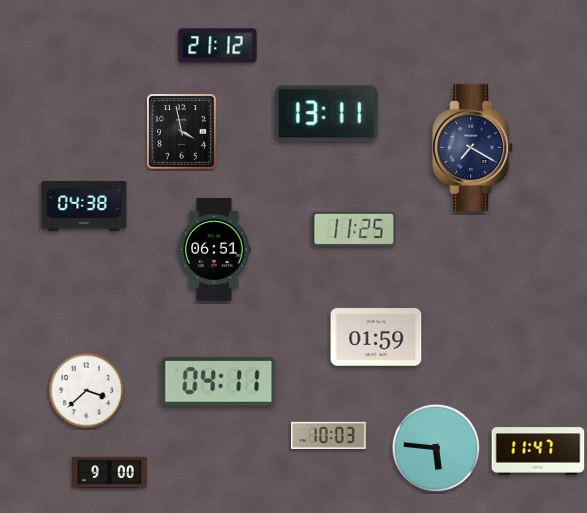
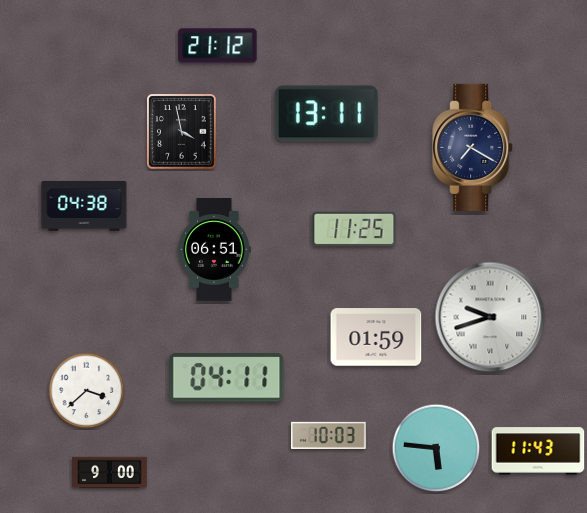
clock at (490, 317): none -> 9:42
clock at (219, 382) position: (219, 382) -> (227, 378)
clock at (538, 451): 11:47 -> 11:43
